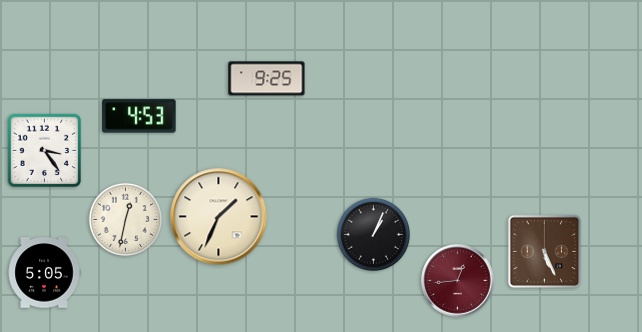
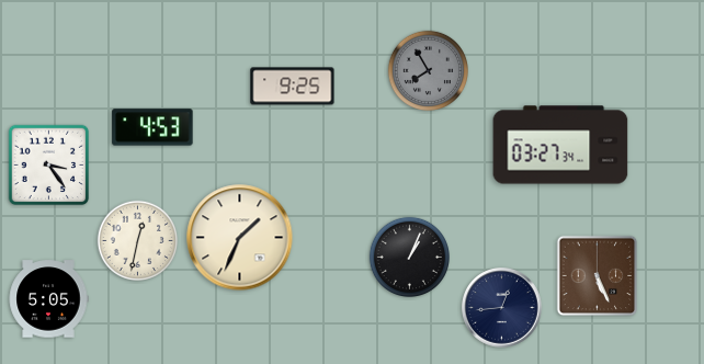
clock at (428, 70): none -> 7:55
clock at (560, 145): none -> 03:27
clock at (458, 281) dial: burgundy -> navy
